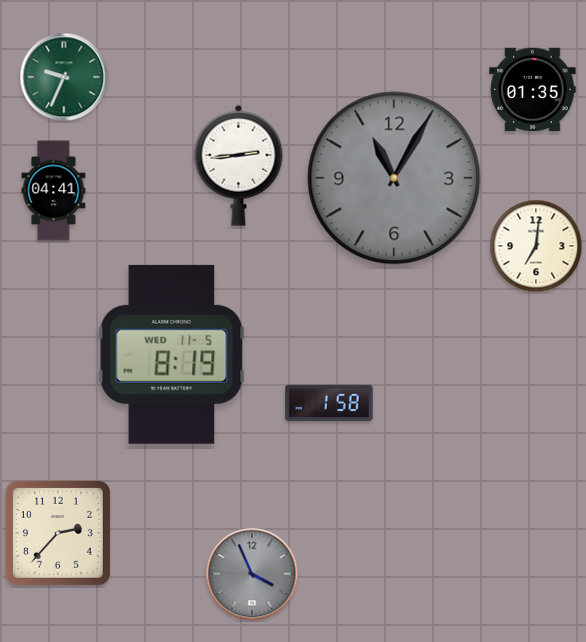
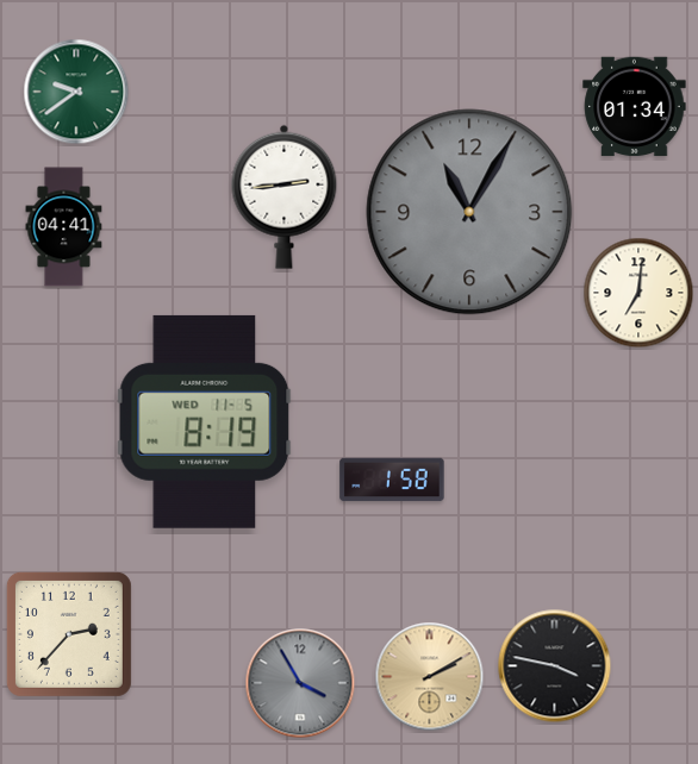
clock at (64, 77): 9:34 -> 9:39
clock at (533, 90): 01:35 -> 01:34
clock at (555, 666): none -> 3:47
clock at (430, 677): none -> 2:10
clock at (252, 574): 3:56 -> 3:55
